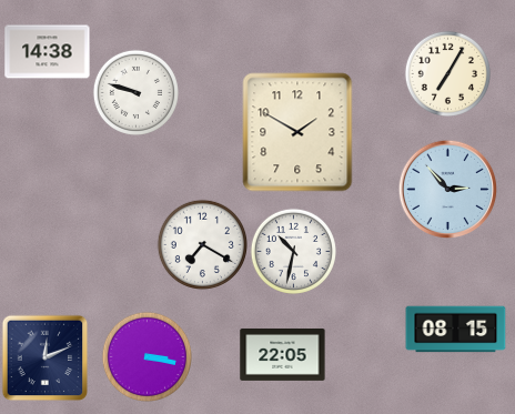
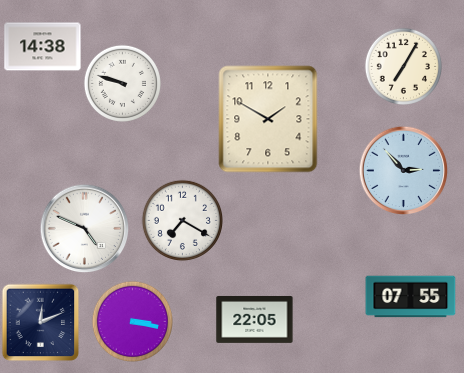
clock at (293, 251): 10:32 -> none
clock at (84, 228): none -> 4:49
clock at (456, 330): 08:15 -> 07:55
